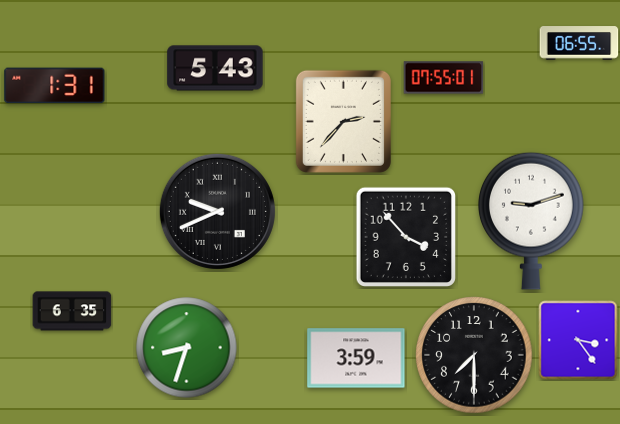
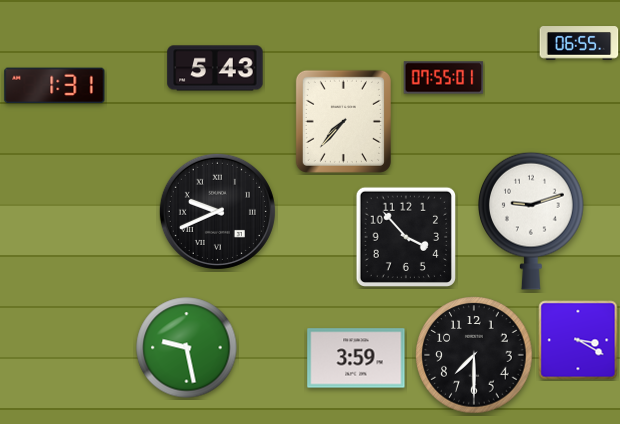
clock at (343, 121): 2:37 -> 7:37
clock at (72, 311): 6:35 -> none
clock at (578, 340): 3:24 -> 3:20
clock at (187, 348): 8:33 -> 9:28
